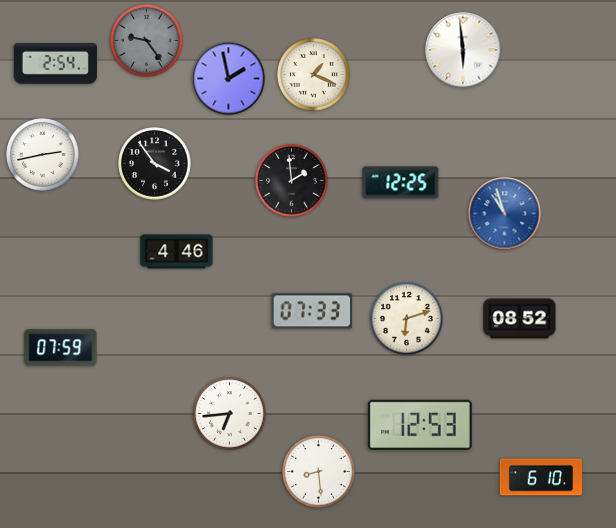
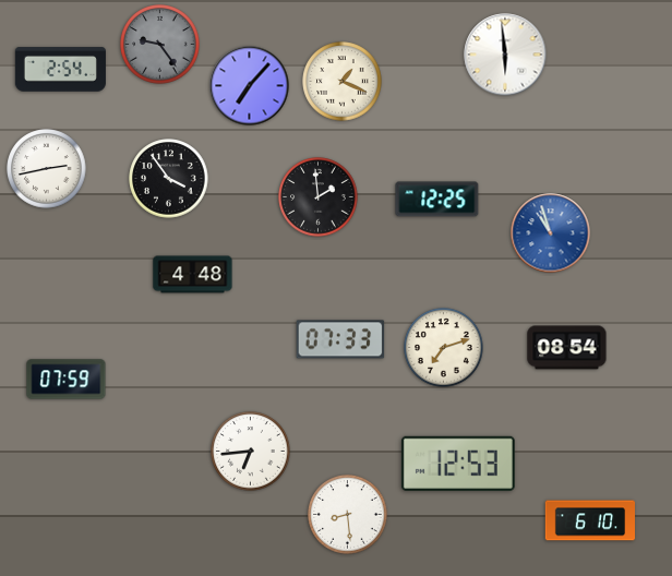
clock at (229, 79): 1:58 -> 7:07
clock at (177, 252): 4:46 -> 4:48
clock at (407, 319): 6:12 -> 7:12
clock at (520, 319): 08:52 -> 08:54
